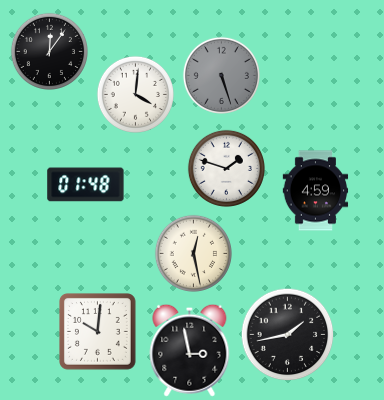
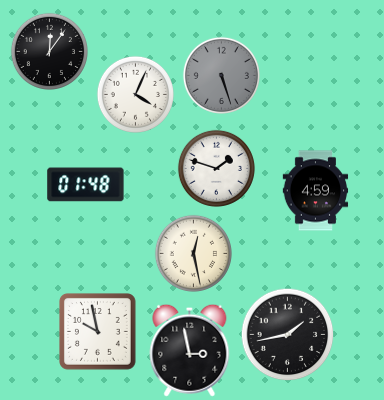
clock at (135, 94): 4:01 -> 4:04
clock at (226, 168) position: (226, 168) -> (216, 168)
clock at (98, 332): 10:01 -> 9:58
